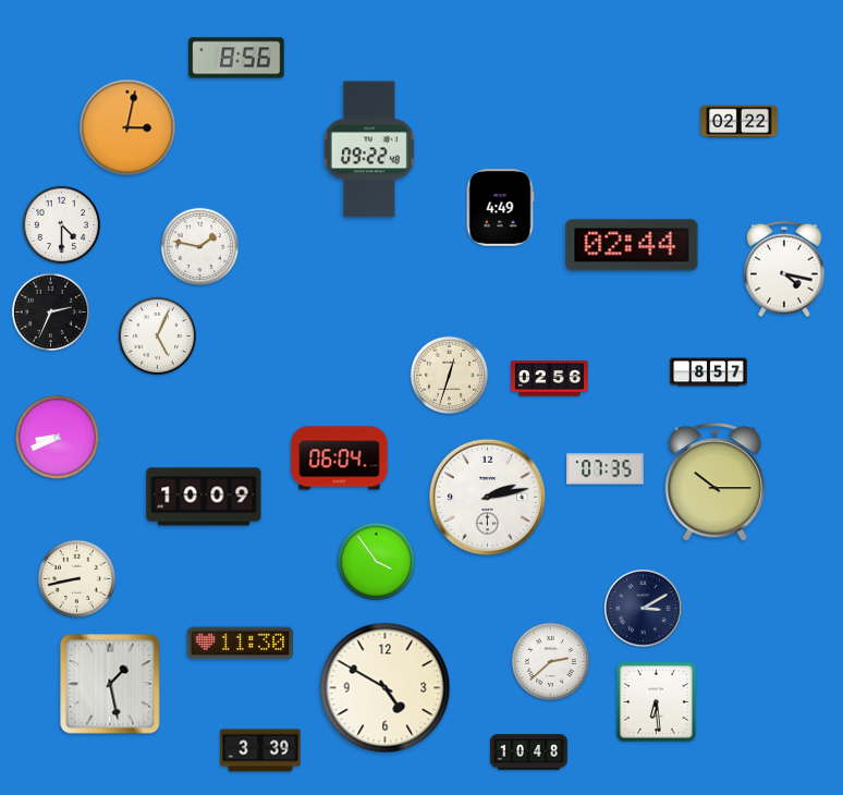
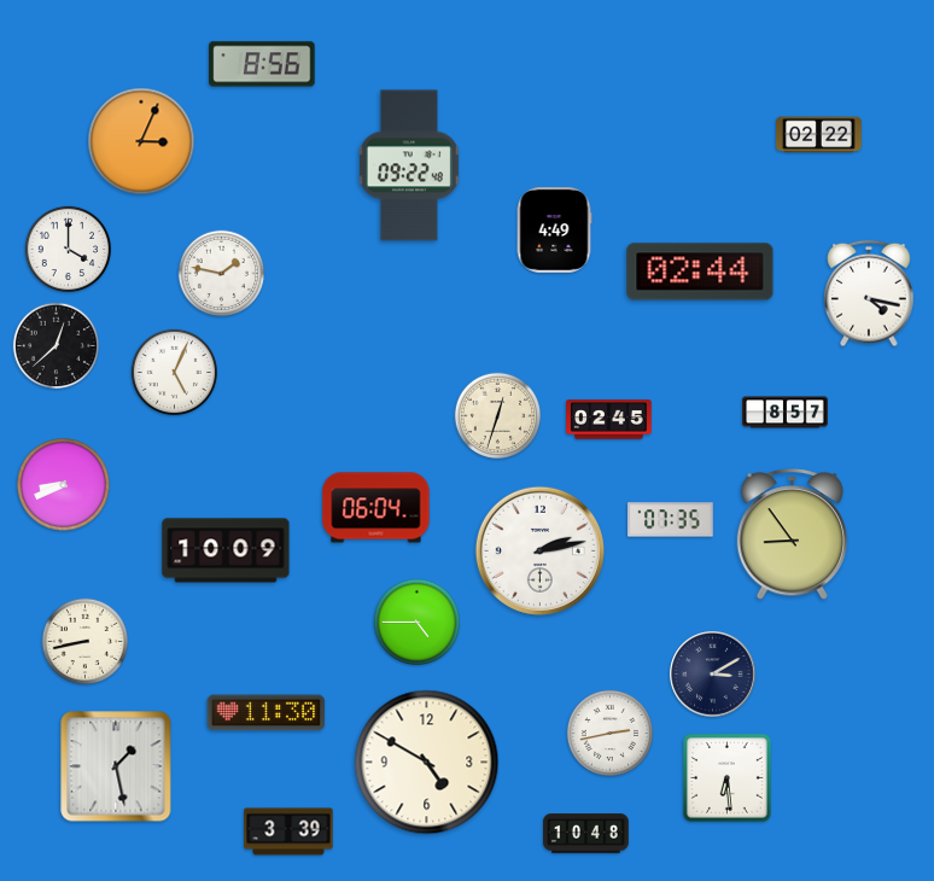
clock at (127, 127): 3:02 -> 3:04
clock at (61, 224): 4:30 -> 4:00
clock at (784, 269) position: (784, 269) -> (869, 293)
clock at (50, 311): 2:34 -> 12:38
clock at (550, 379): 02:56 -> 02:45
clock at (716, 482): 10:15 -> 8:54
clock at (376, 561): 3:54 -> 4:45
clock at (550, 661): 2:38 -> 2:43
clock at (110, 684) position: (110, 684) -> (116, 766)
